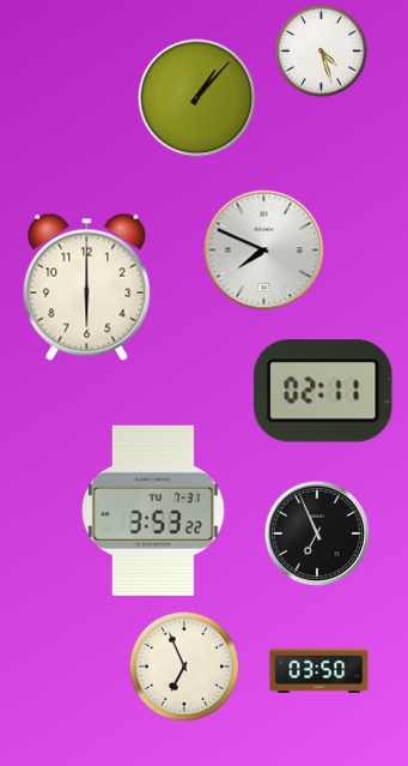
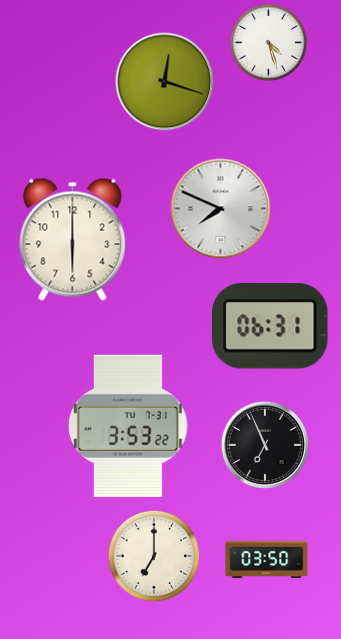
clock at (197, 98): 1:07 -> 12:18
clock at (323, 391): 02:11 -> 06:31
clock at (184, 667): 6:56 -> 7:00
